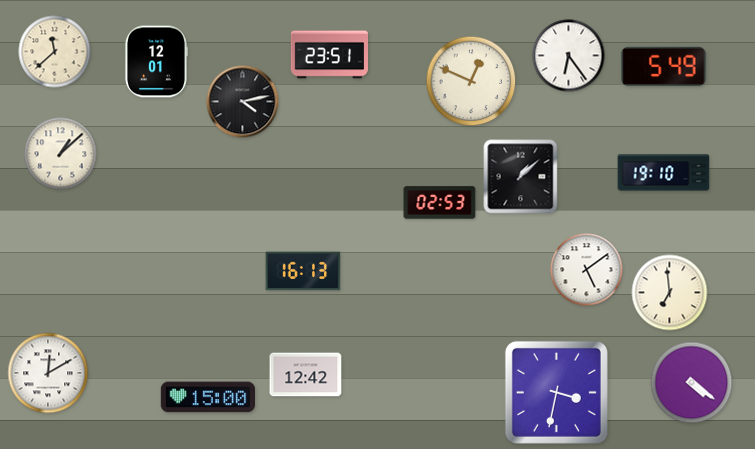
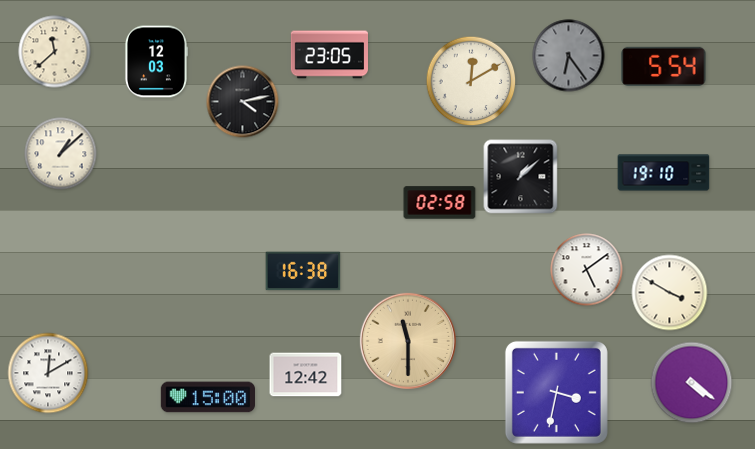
clock at (329, 55): 23:51 -> 23:05
clock at (569, 56) dial: white -> grey
clock at (156, 62): 12:01 -> 12:03
clock at (664, 66): 5:49 -> 5:54
clock at (471, 81): 12:49 -> 12:10
clock at (440, 203): 02:53 -> 02:58
clock at (303, 271): 16:13 -> 16:38
clock at (670, 293): 6:59 -> 3:50
clock at (408, 341): none -> 11:30
